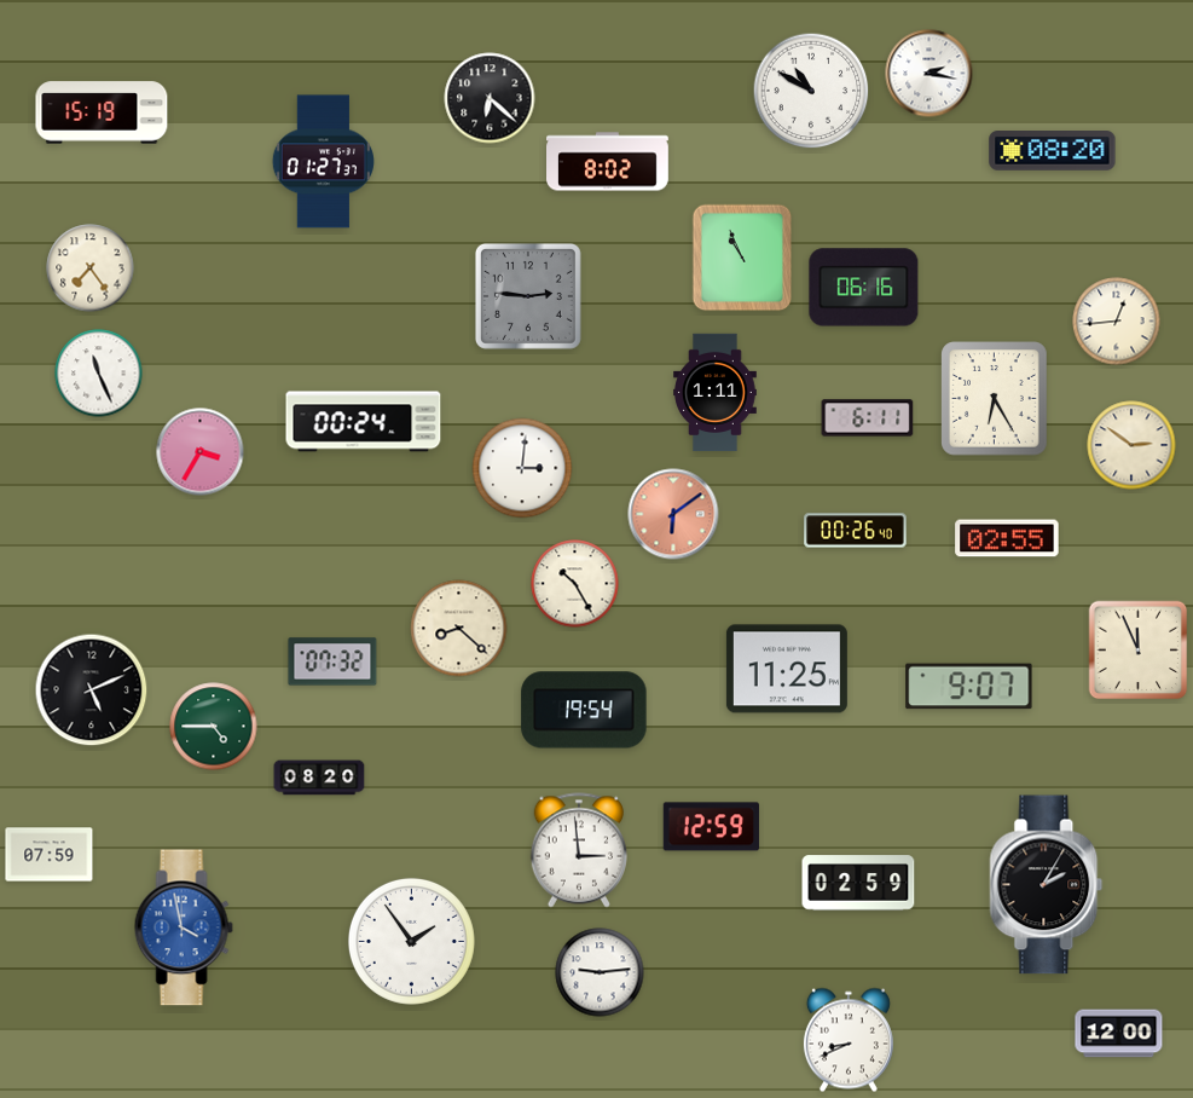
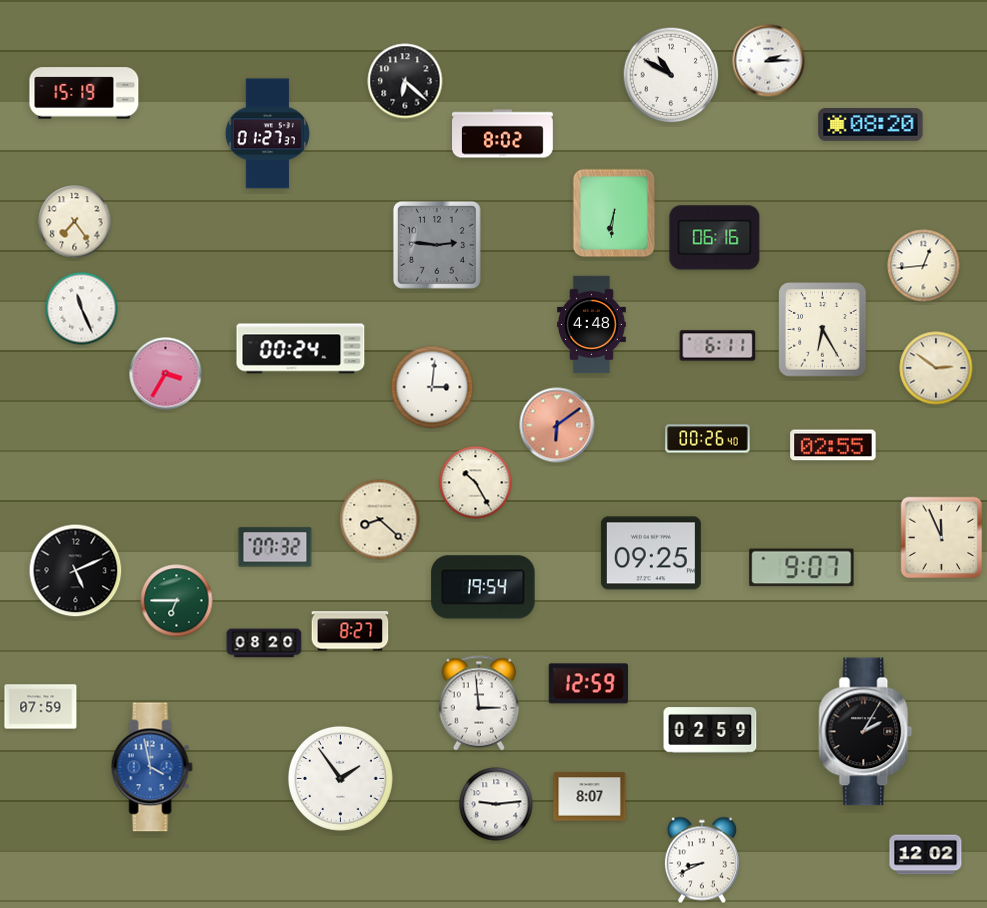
clock at (930, 74): 2:17 -> 2:15
clock at (742, 258): 10:56 -> 6:31
clock at (716, 393): 1:11 -> 4:48
clock at (787, 669): 11:25 -> 09:25
clock at (214, 727): 4:45 -> 6:45
clock at (350, 631): none -> 8:27
clock at (590, 797): none -> 8:07
clock at (1119, 1034): 12:00 -> 12:02
